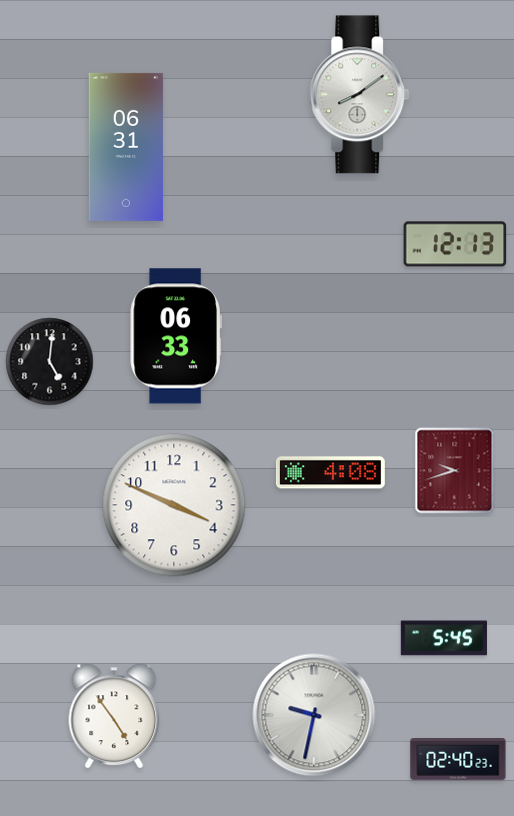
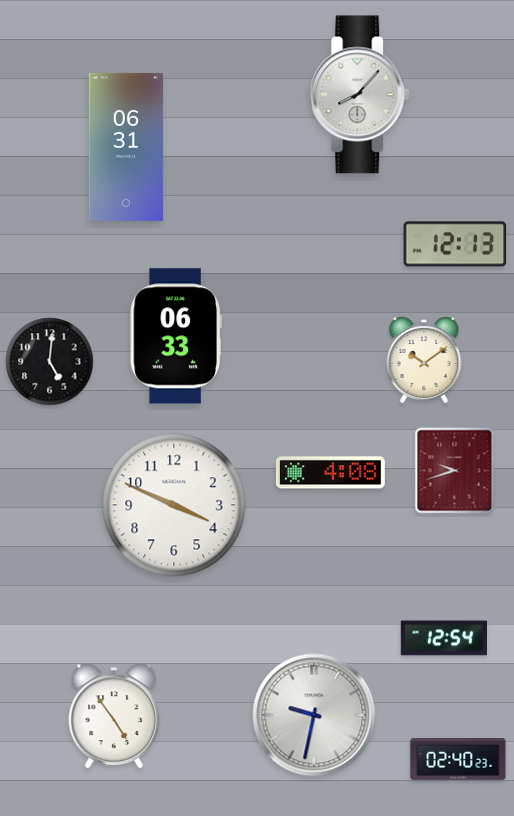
clock at (360, 95): 8:09 -> 8:07
clock at (424, 360): none -> 10:09
clock at (444, 638): 5:45 -> 12:54
